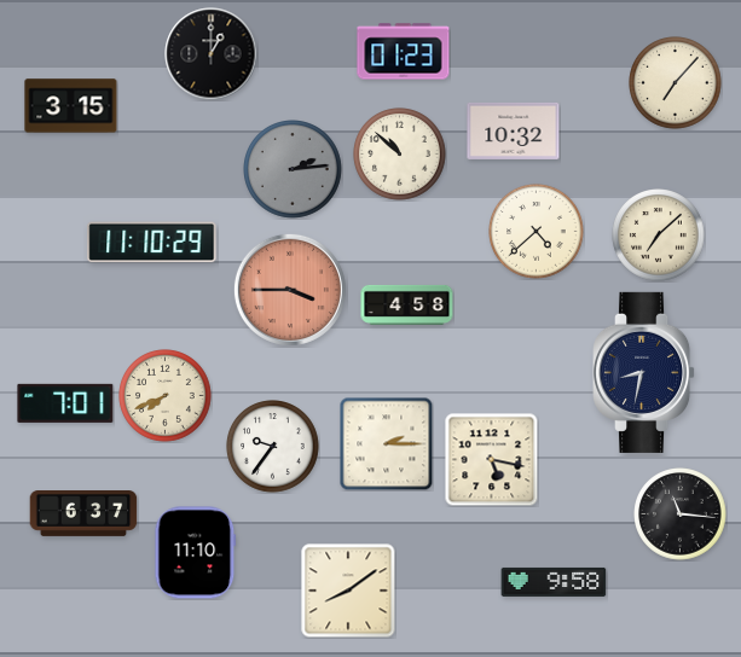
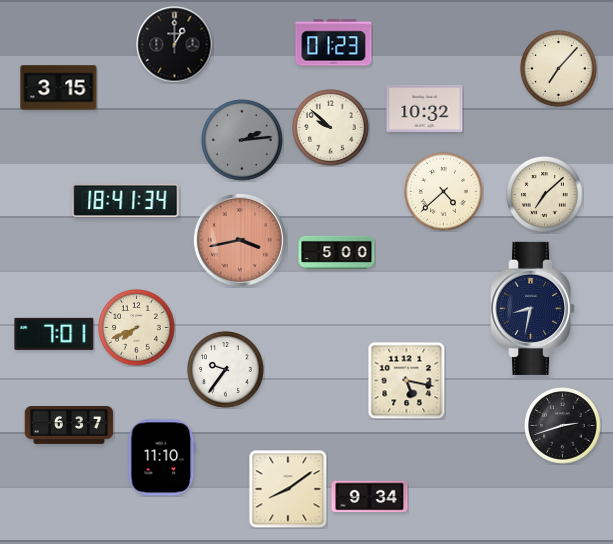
clock at (400, 155): 10:52 -> 9:52
clock at (152, 243): 11:10 -> 18:41
clock at (290, 290): 3:45 -> 3:43
clock at (407, 304): 4:58 -> 5:00
clock at (386, 443): 2:15 -> none
clock at (681, 514): 11:16 -> 2:42
clock at (554, 582): 9:58 -> none
clock at (370, 497): none -> 9:34
